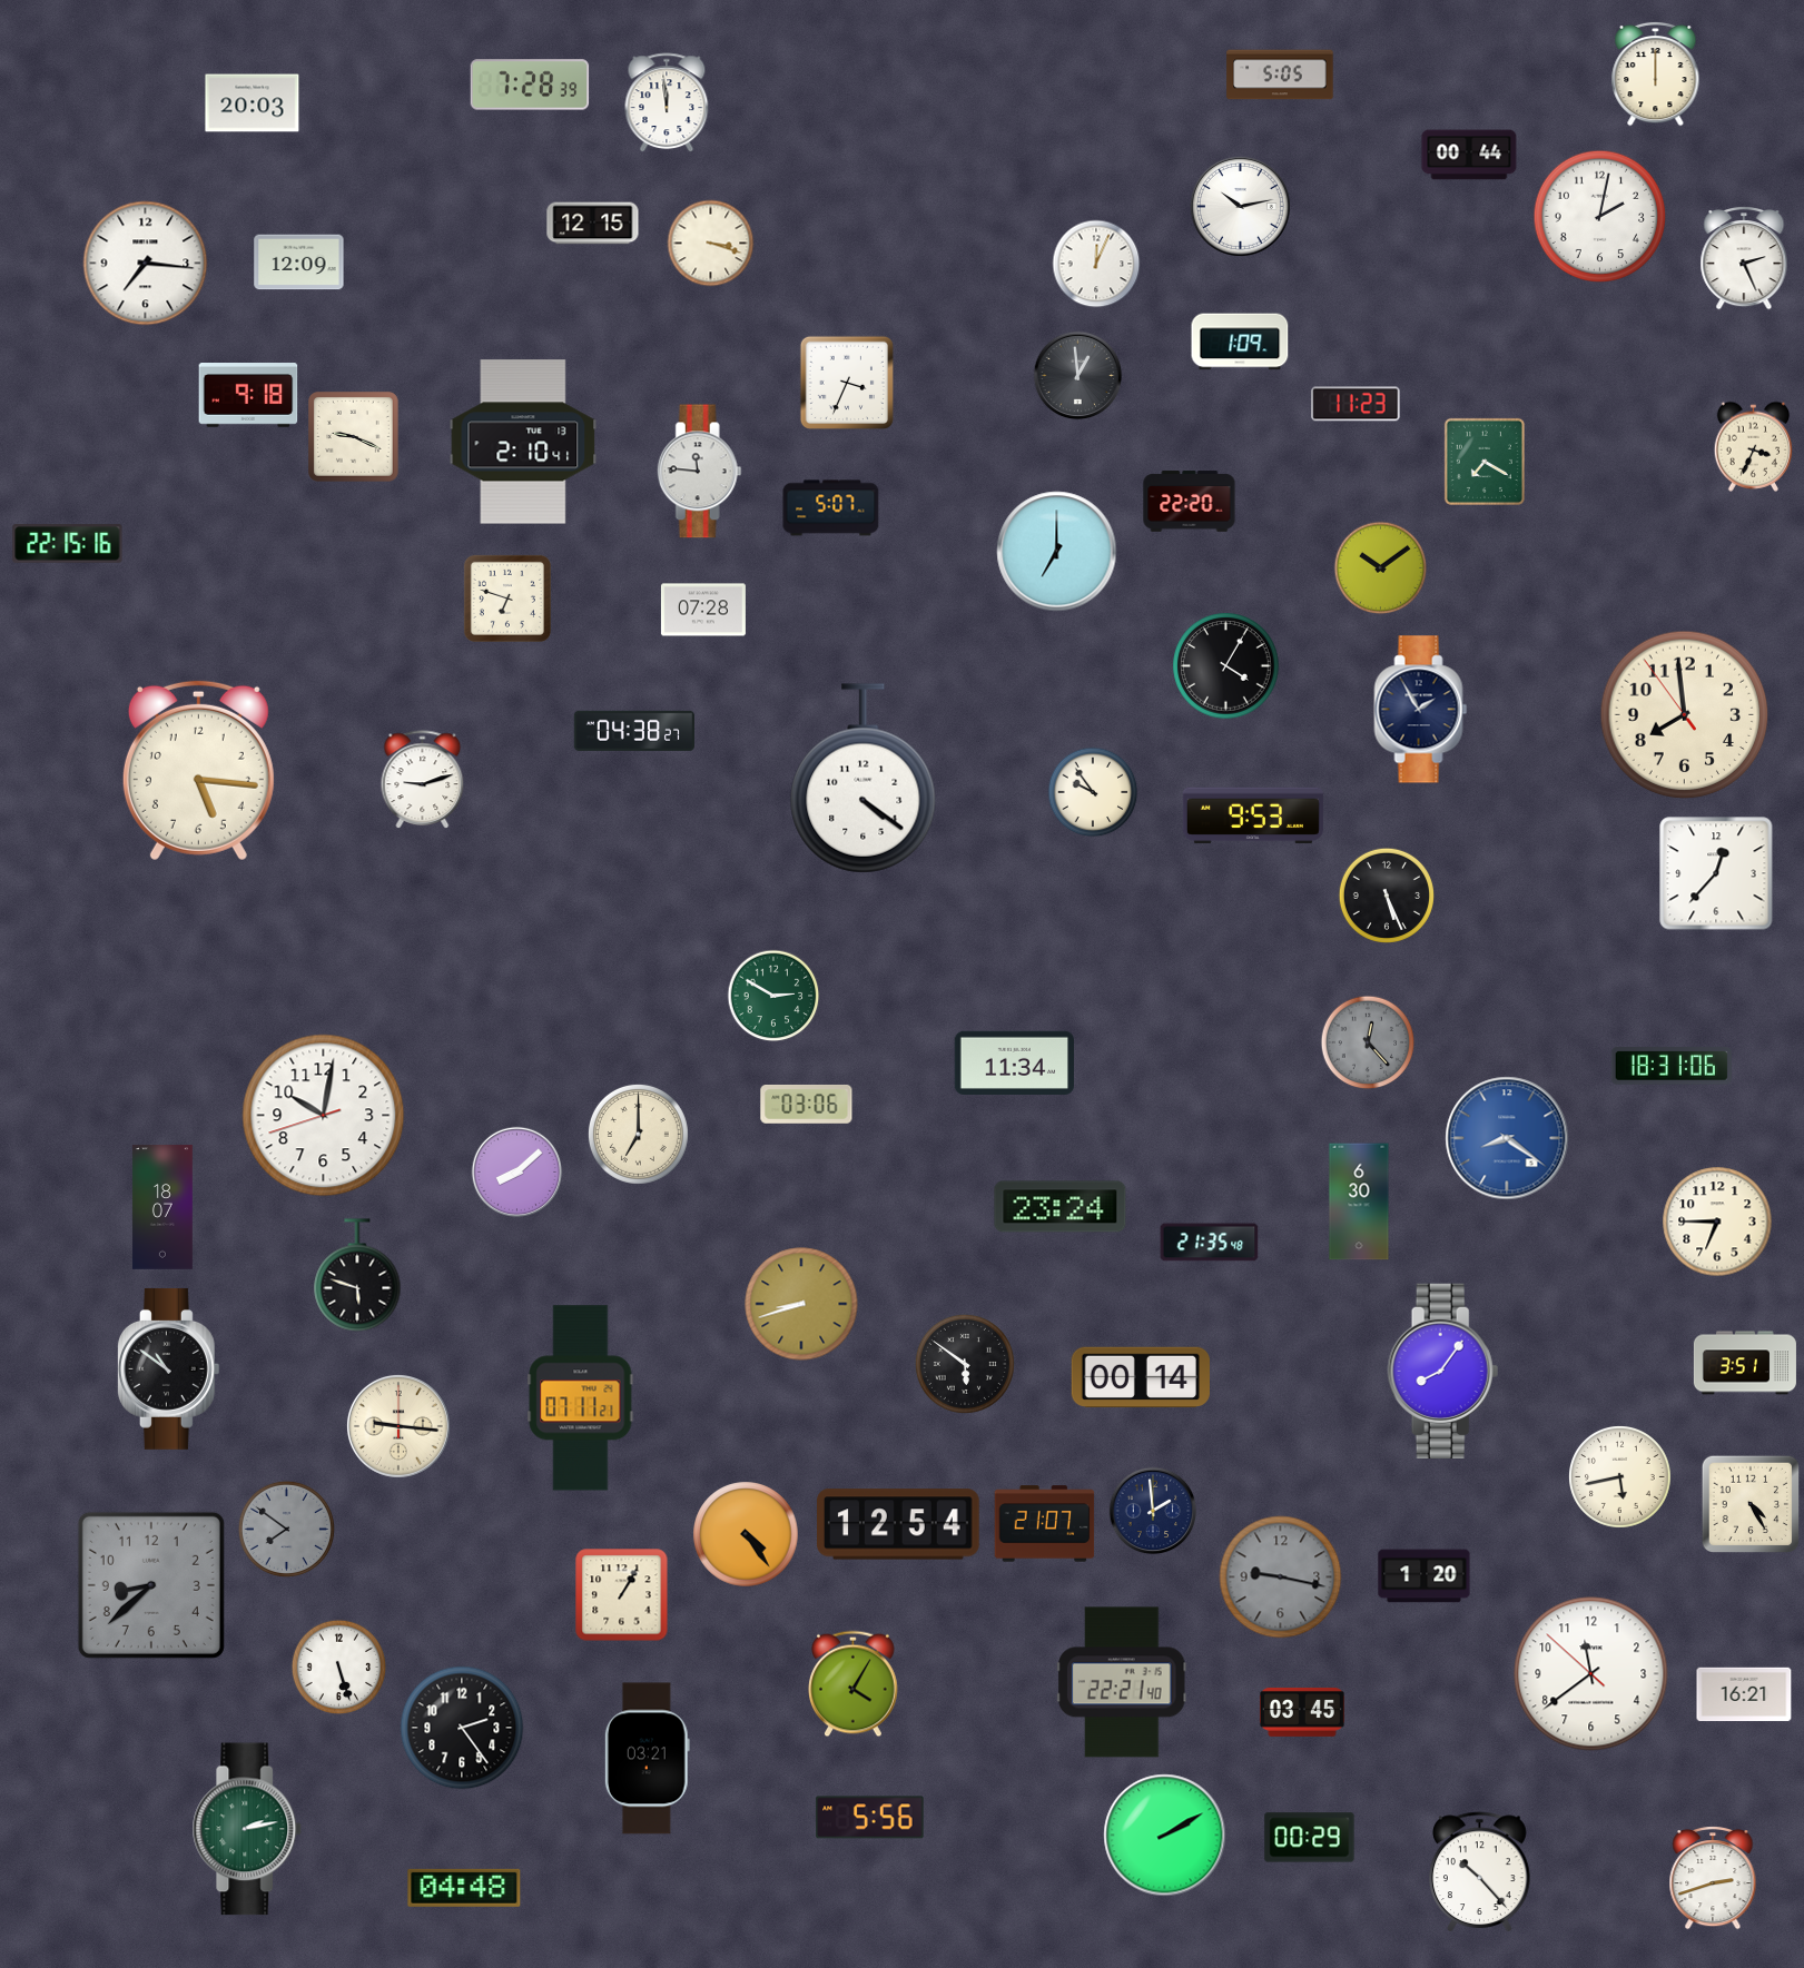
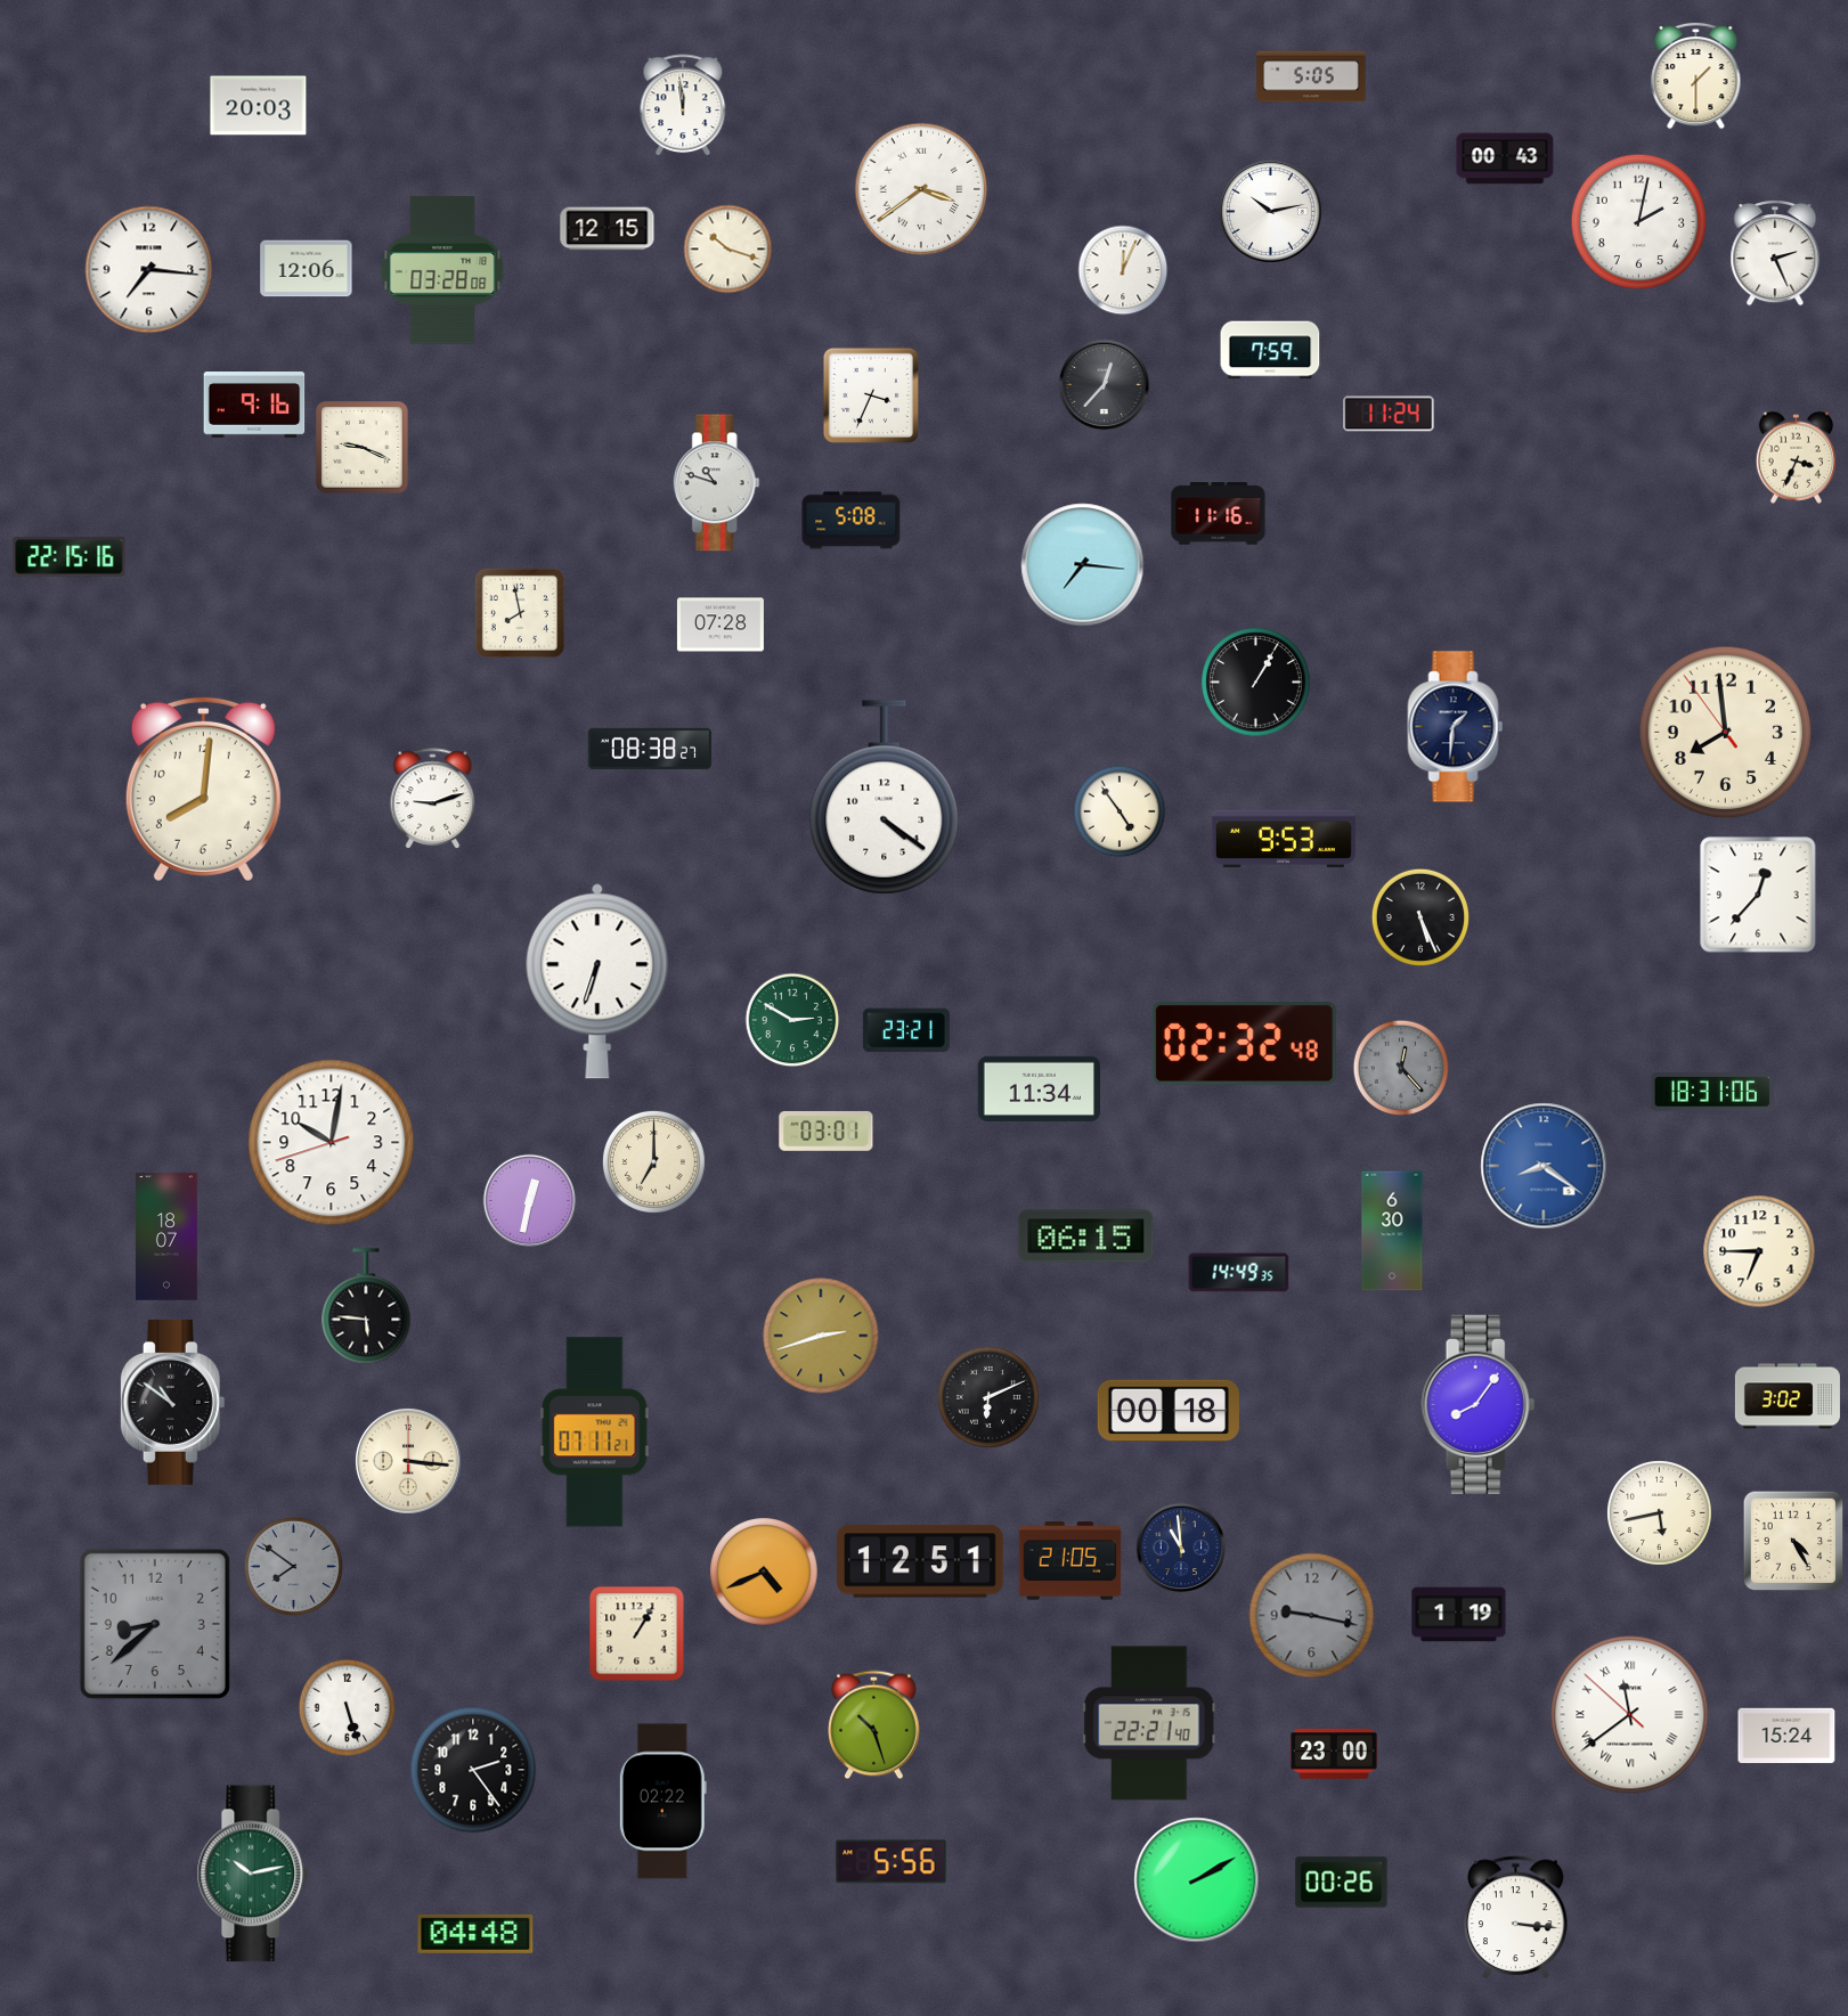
clock at (1656, 73): 12:00 -> 1:30
clock at (530, 85): 7:28 -> none
clock at (1469, 155): 00:44 -> 00:43
clock at (921, 189): none -> 3:39
clock at (711, 244): 3:18 -> 10:18
clock at (1744, 259) position: (1744, 259) -> (1775, 254)
clock at (299, 263): 12:09 -> 12:06
clock at (442, 270): none -> 03:28
clock at (1240, 342): 1:09 -> 7:59
clock at (1078, 376): 12:59 -> 12:37
clock at (846, 382) position: (846, 382) -> (870, 394)
clock at (248, 395): 9:18 -> 9:16
clock at (1356, 404): 11:23 -> 11:24
clock at (523, 442): 2:10 -> none
clock at (1485, 462): 7:20 -> none
clock at (699, 472): 11:46 -> 10:48
clock at (1190, 502): 22:20 -> 11:16
clock at (831, 508): 5:07 -> 5:08
clock at (1057, 552): 7:00 -> 7:16
clock at (1381, 568): 10:09 -> none
clock at (507, 599): 6:48 -> 7:58
clock at (1226, 666): 4:05 -> 1:05
clock at (1421, 710): 1:55 -> 1:31
clock at (634, 731): 04:38 -> 08:38
clock at (198, 770): 5:16 -> 8:01
clock at (1093, 792): 9:54 -> 4:54
clock at (1253, 815) position: (1253, 815) -> (1284, 839)
clock at (597, 981): none -> 6:33
clock at (906, 1030): none -> 23:21
clock at (1244, 1044): none -> 02:32
clock at (807, 1105): 03:06 -> 03:01
clock at (517, 1173): 8:08 -> 12:32
clock at (1061, 1207): 23:24 -> 06:15
clock at (1210, 1243): 21:35 -> 14:49
clock at (357, 1275): 5:48 -> 5:46
clock at (801, 1304): 8:42 -> 2:42
clock at (1745, 1363): 3:51 -> 3:02
clock at (965, 1364): 5:51 -> 6:11
clock at (1141, 1377): 00:14 -> 00:18
clock at (398, 1426): 9:16 -> 3:16
clock at (1153, 1511): 1:59 -> 10:59
clock at (899, 1524): 12:54 -> 12:51
clock at (1045, 1524): 21:07 -> 21:05
clock at (746, 1534): 4:24 -> 4:41
clock at (1425, 1576): 1:20 -> 1:19
clock at (1591, 1674) numerals: Arabic -> Roman
clock at (854, 1684): 4:05 -> 10:27
clock at (1744, 1694): 16:21 -> 15:24
clock at (1302, 1712): 03:45 -> 23:00
clock at (647, 1759): 03:21 -> 02:22
clock at (247, 1829): 2:13 -> 10:13
clock at (1165, 1836) position: (1165, 1836) -> (1197, 1880)
clock at (1310, 1838): 00:29 -> 00:26
clock at (1480, 1872): 10:23 -> 3:16
clock at (1713, 1879): 2:42 -> none
